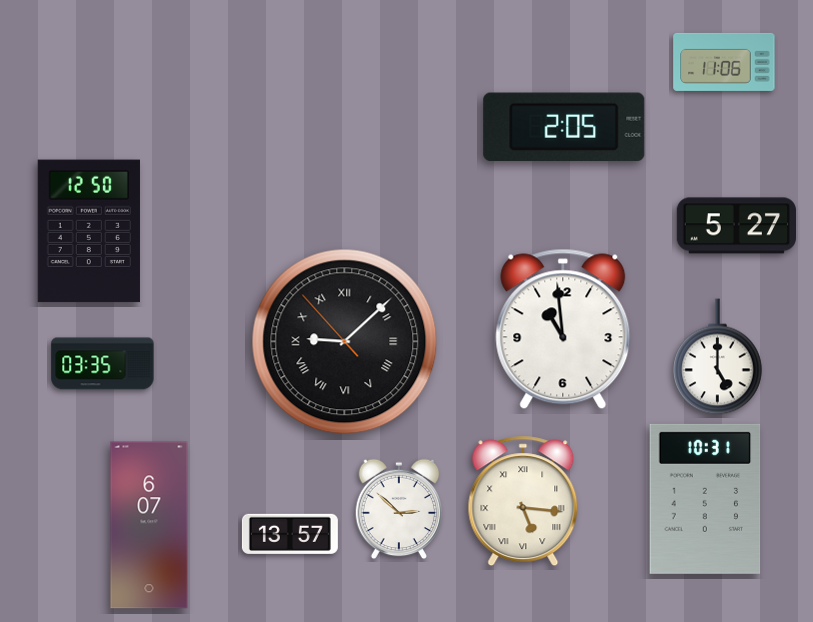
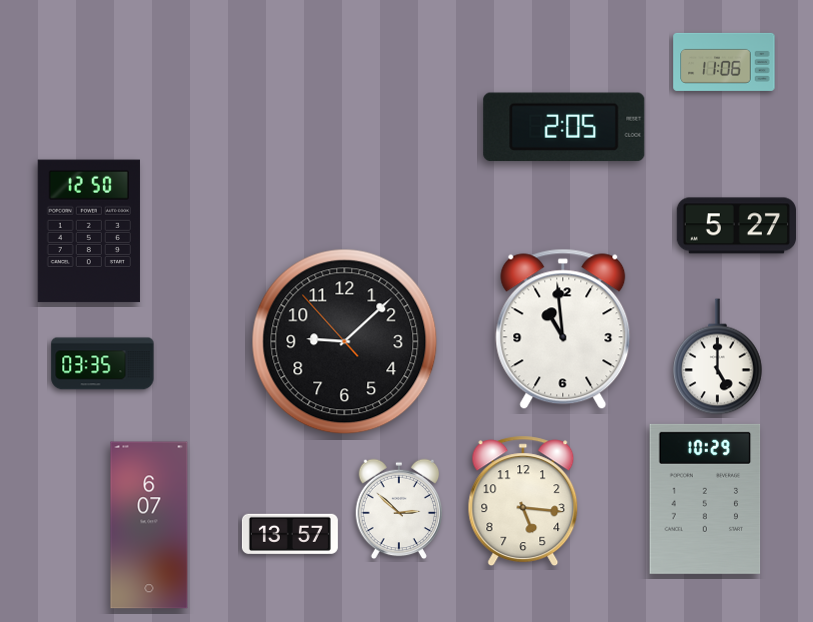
clock at (345, 342) numerals: Roman -> Arabic
clock at (705, 499): 10:31 -> 10:29
clock at (523, 501) numerals: Roman -> Arabic
